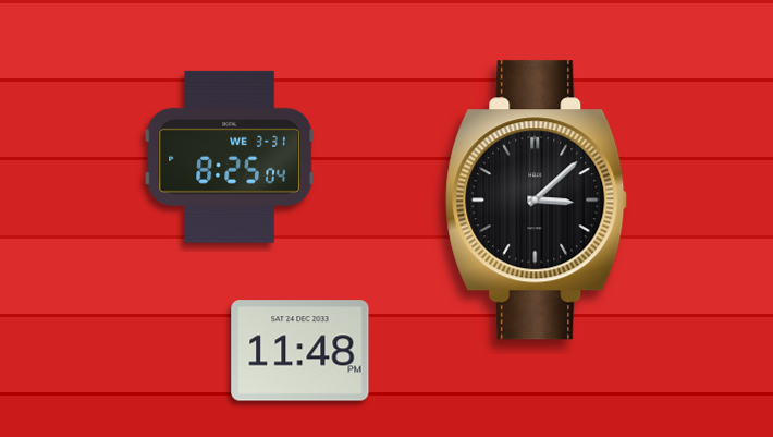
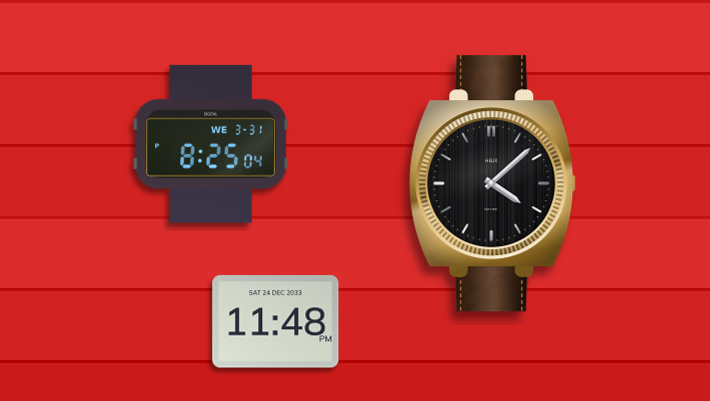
clock at (537, 201): 3:08 -> 4:08
